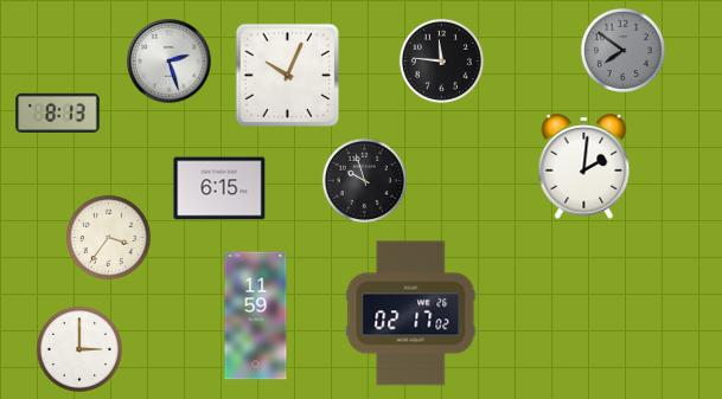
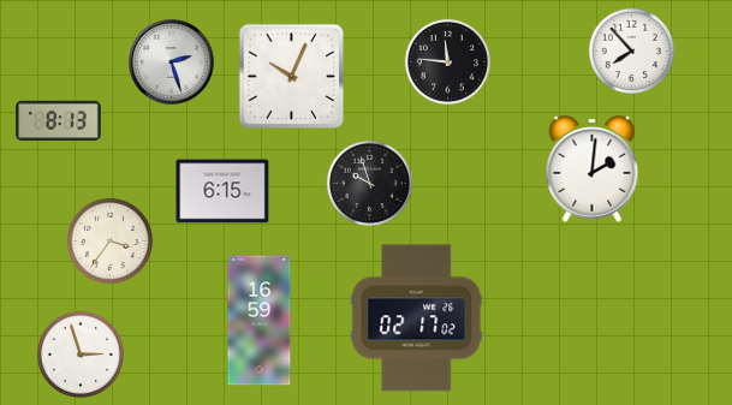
clock at (622, 50): 7:51 -> 7:53
clock at (622, 50) dial: grey -> white
clock at (58, 114) position: (58, 114) -> (59, 121)
clock at (256, 316): 11:59 -> 16:59
clock at (79, 349): 3:00 -> 2:57
